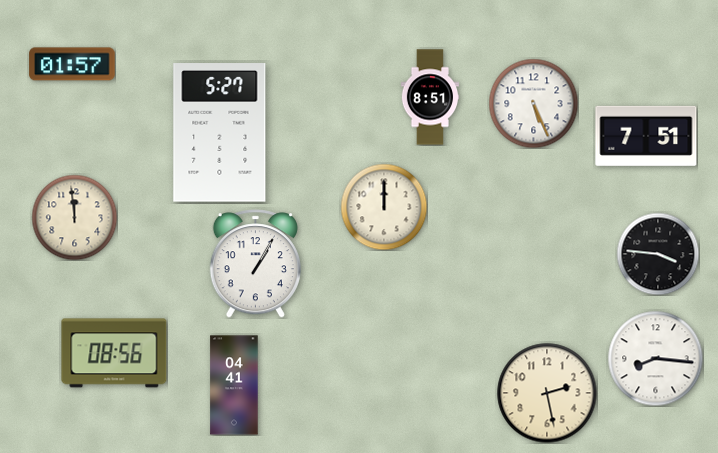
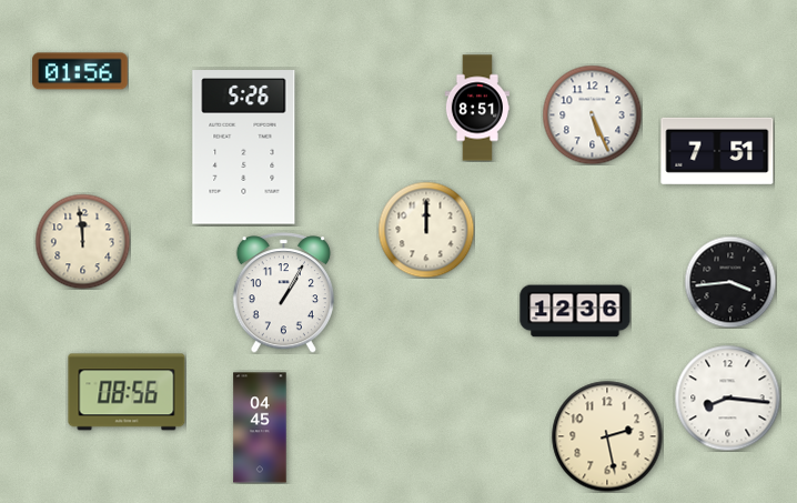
clock at (72, 64): 01:57 -> 01:56
clock at (220, 133): 5:27 -> 5:26
clock at (658, 254): 3:46 -> 3:44
clock at (575, 311): none -> 12:36
clock at (234, 385): 04:41 -> 04:45
